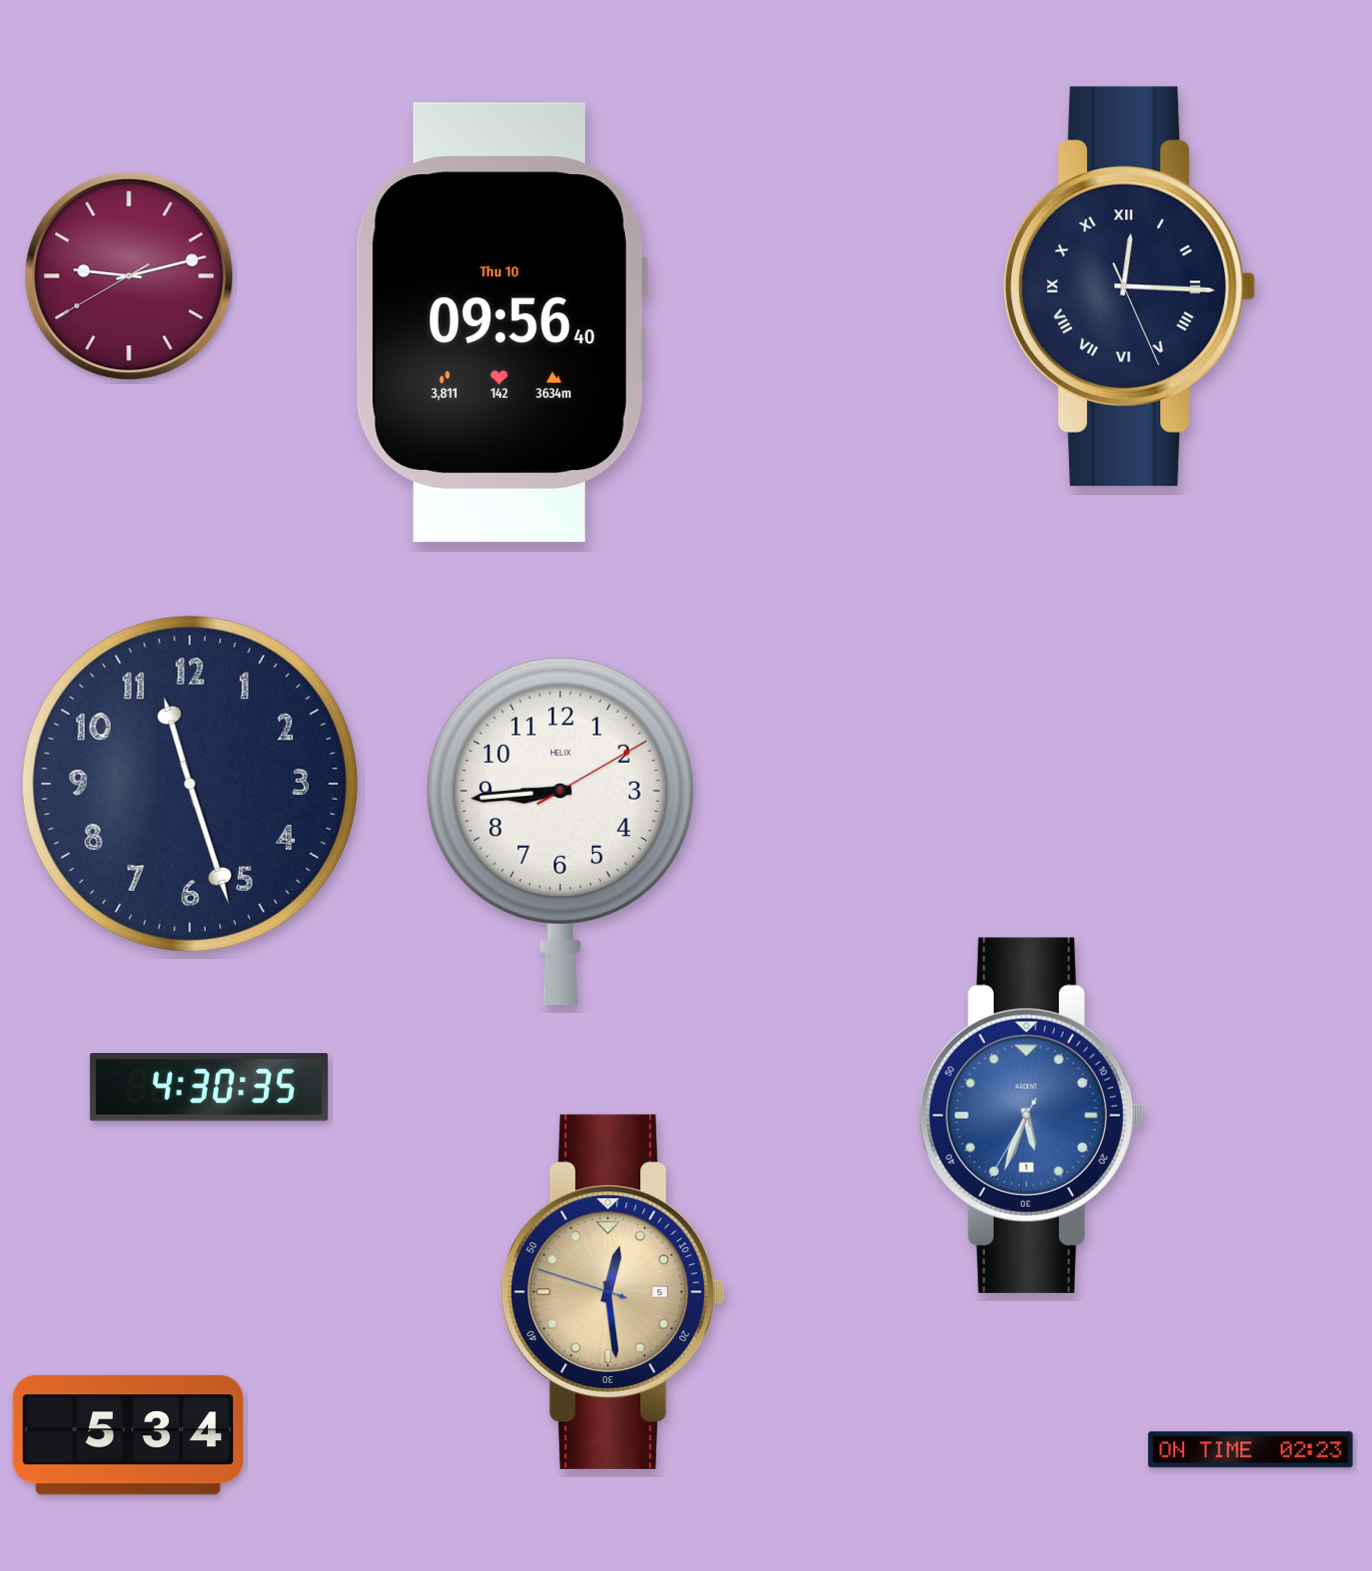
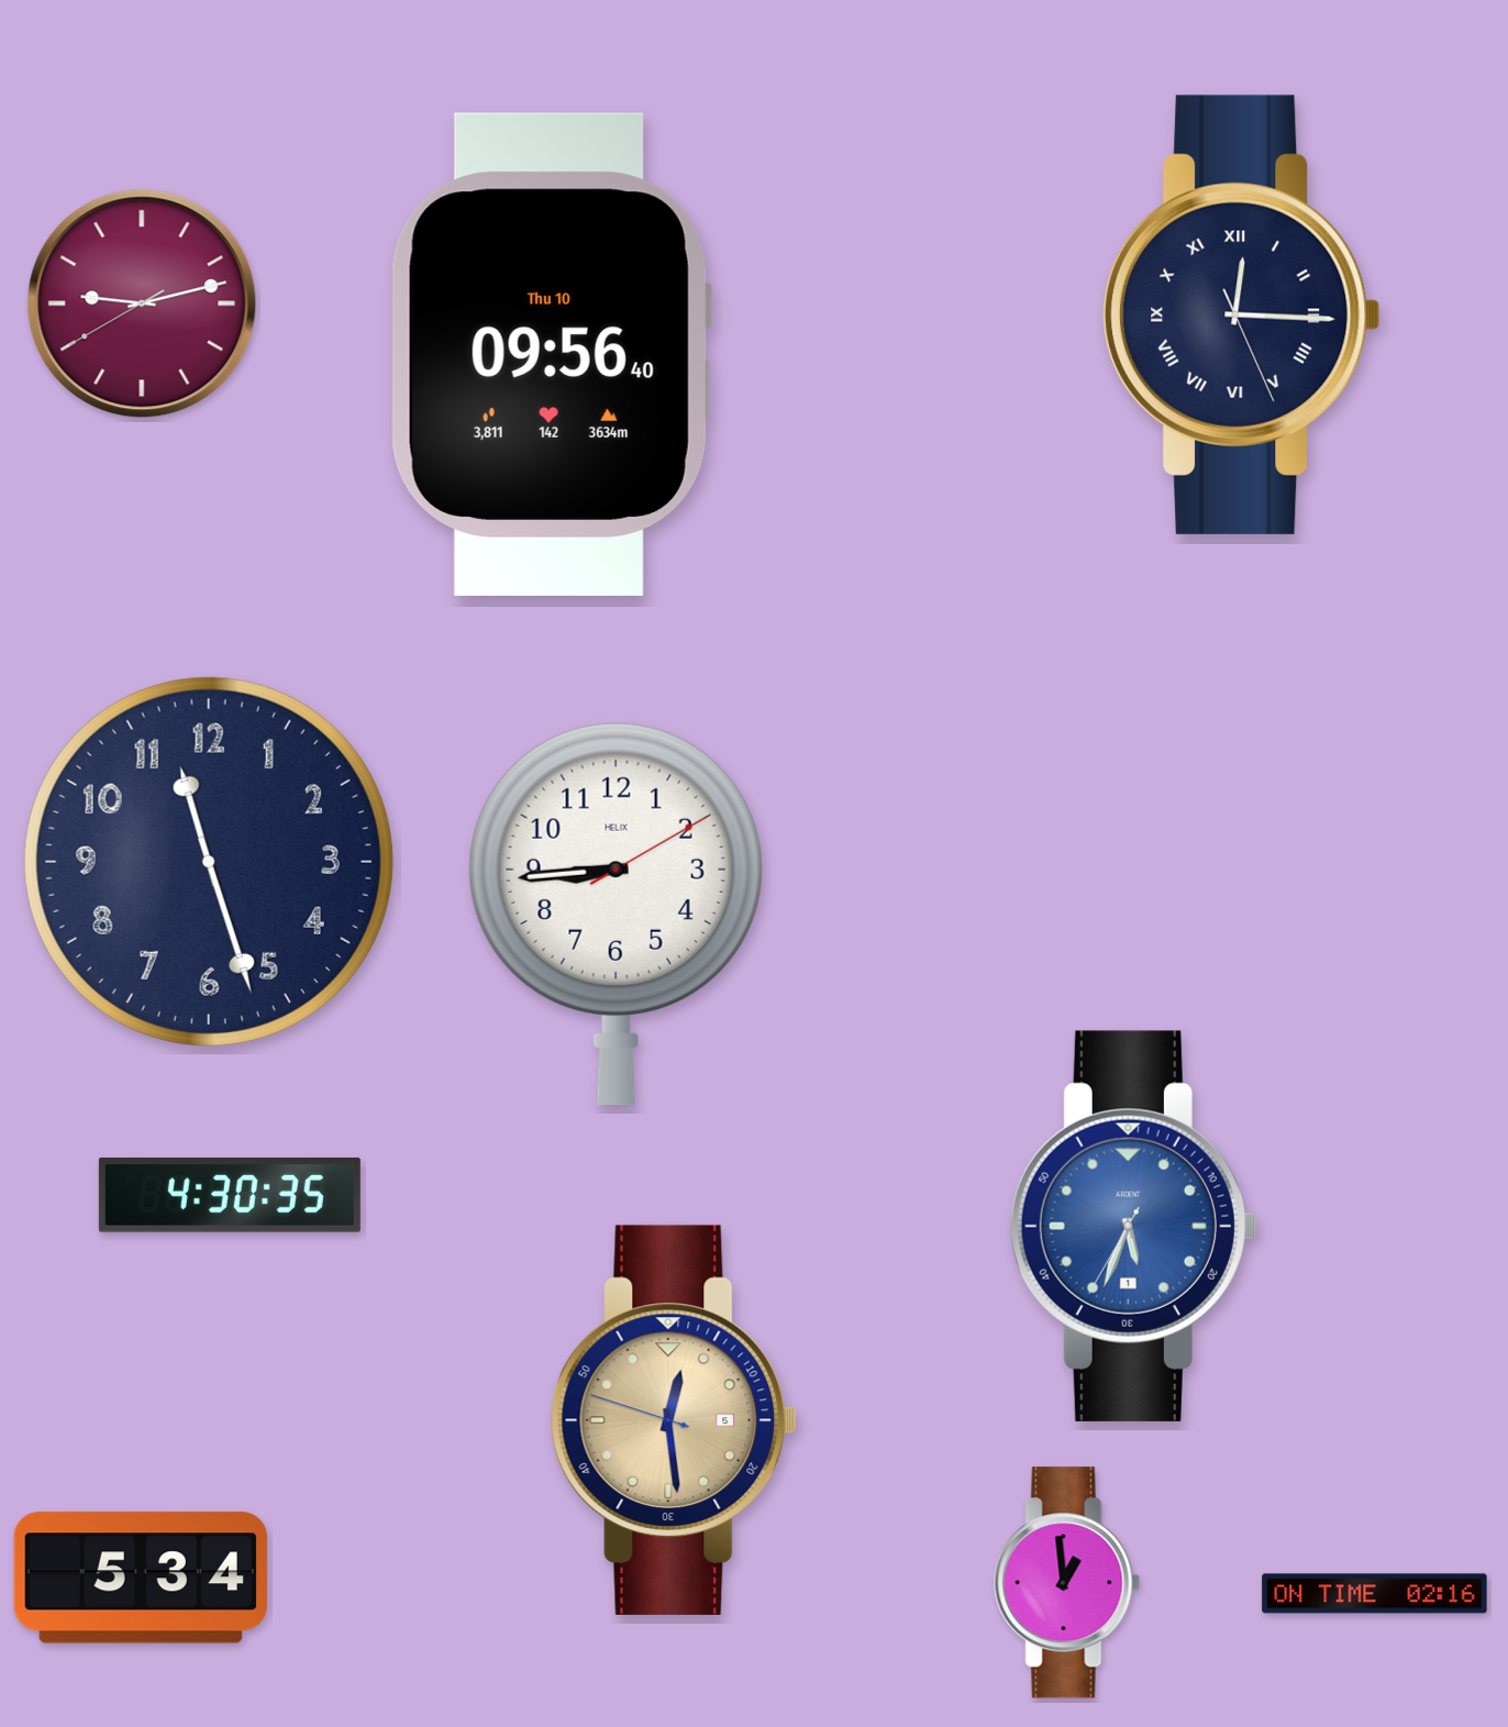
clock at (1066, 1583): none -> 12:59
clock at (1251, 1450): 02:23 -> 02:16
